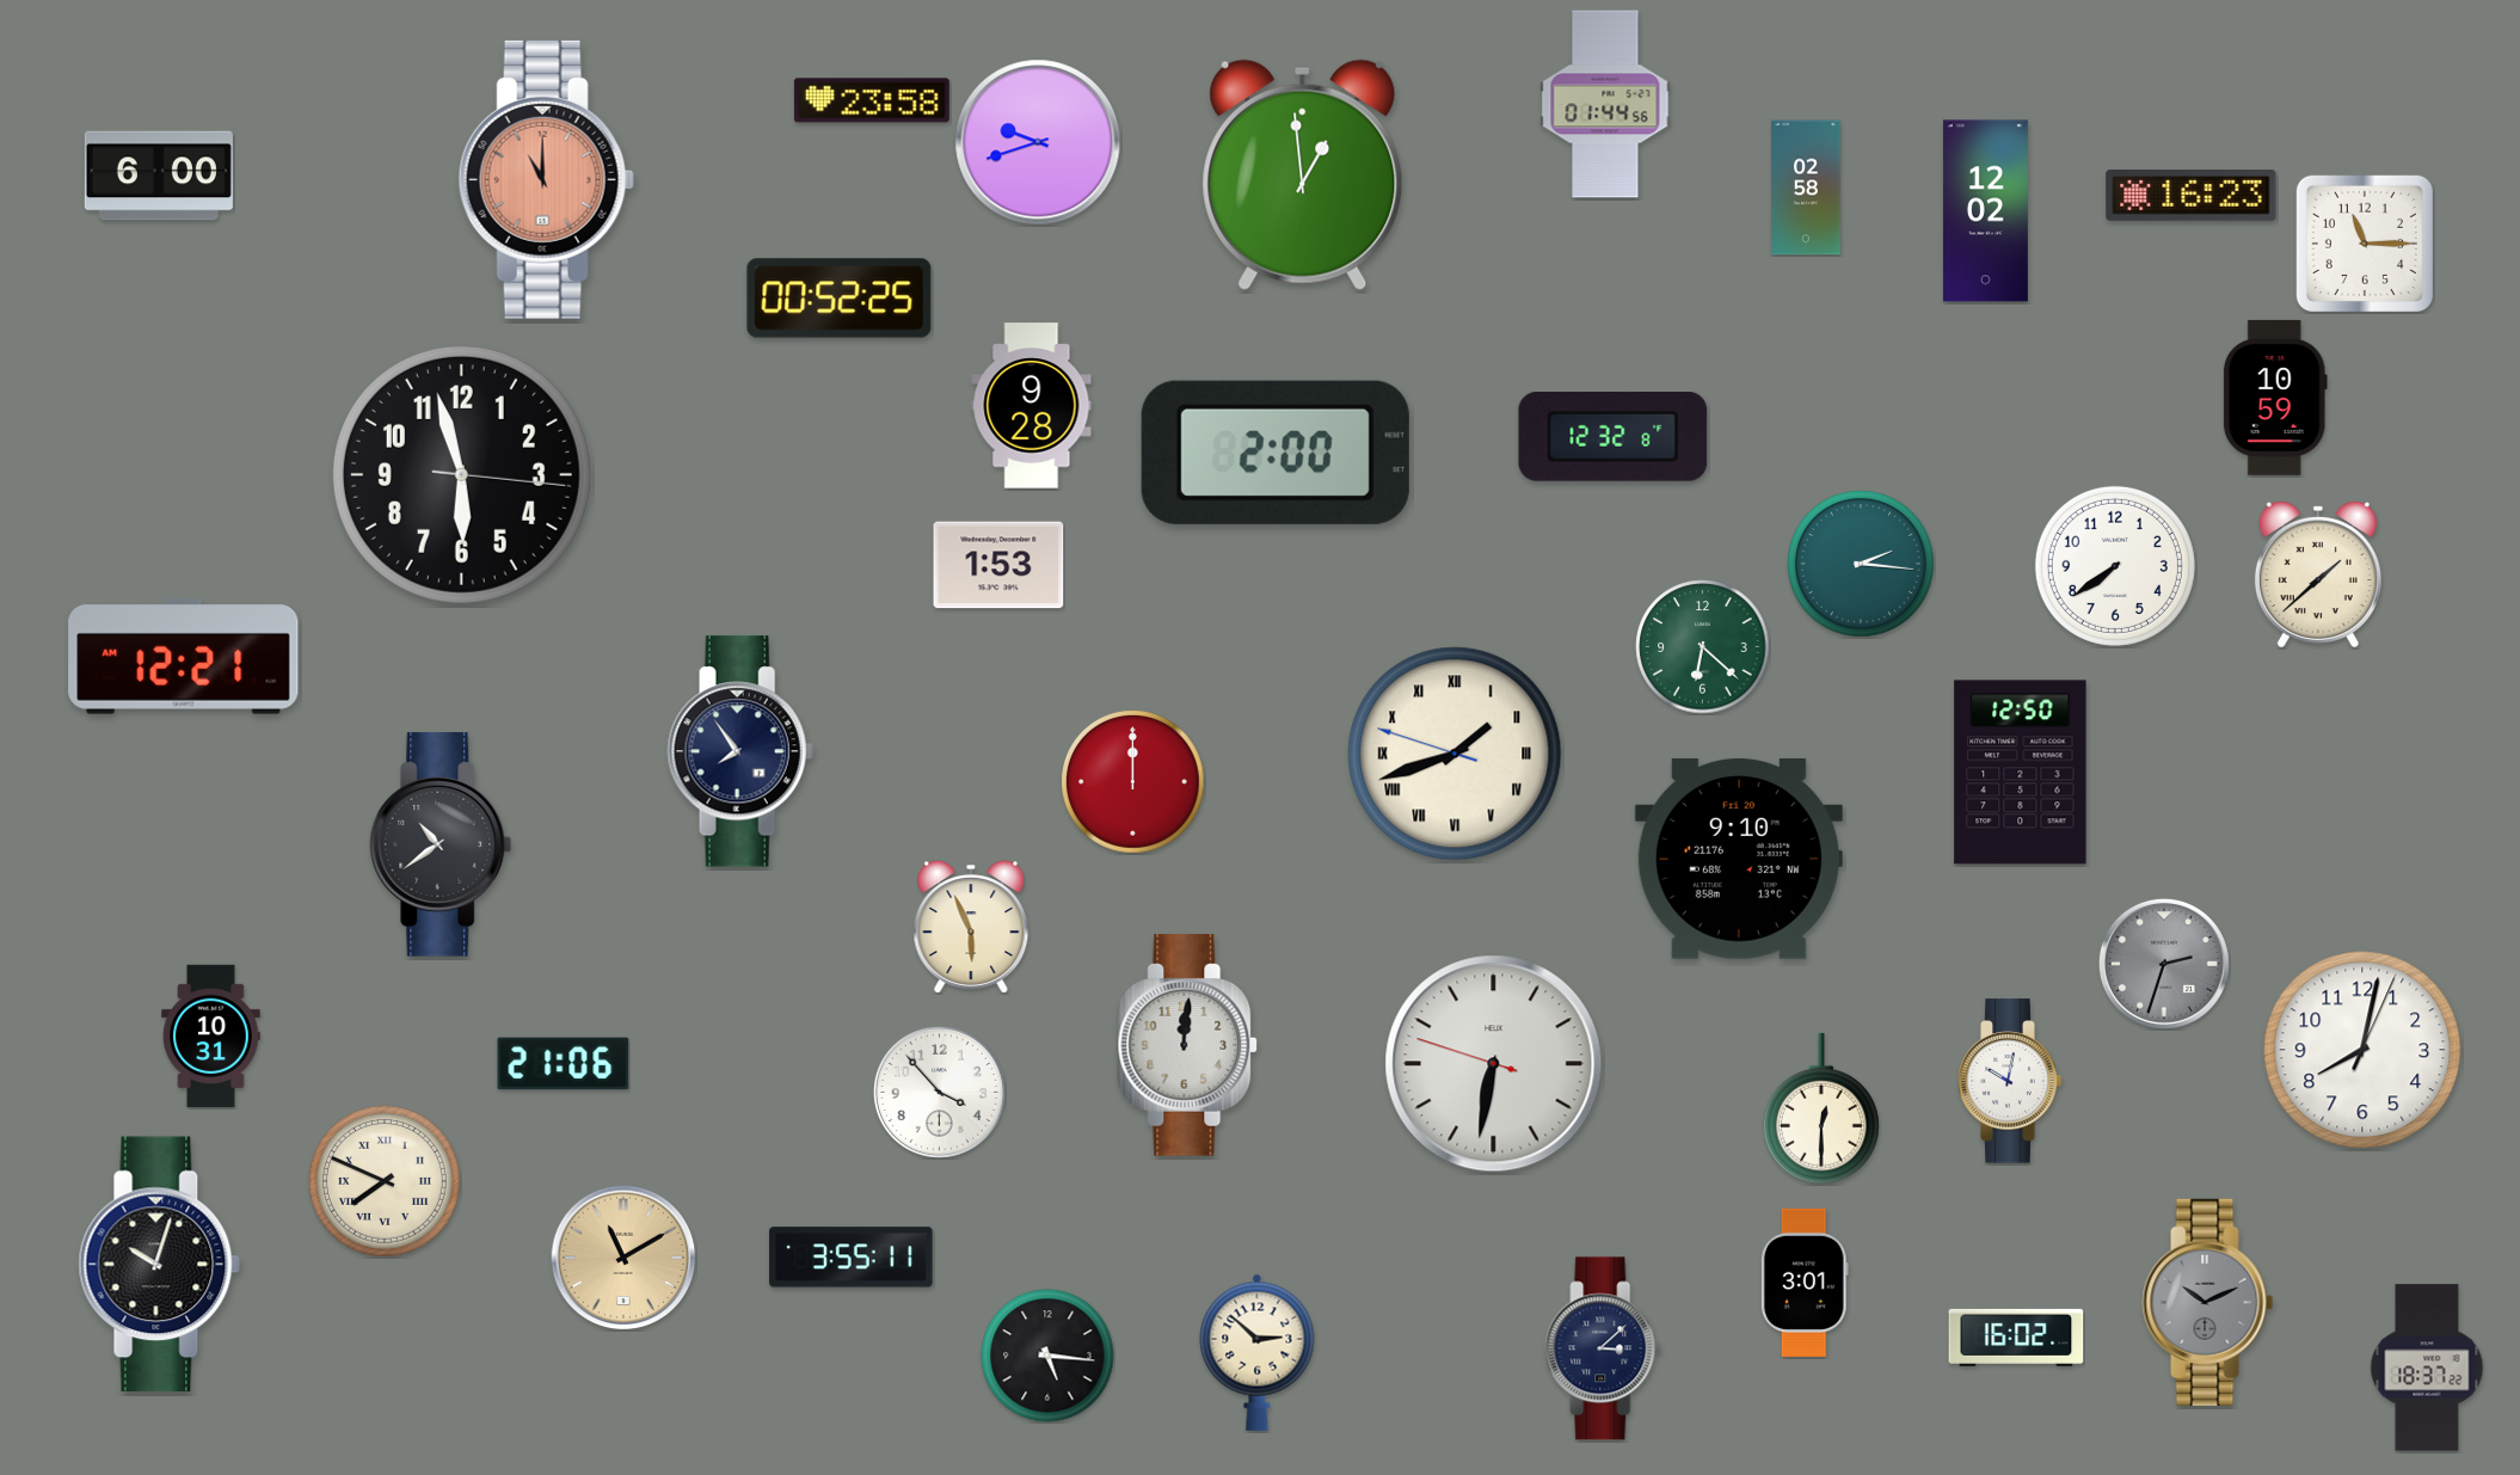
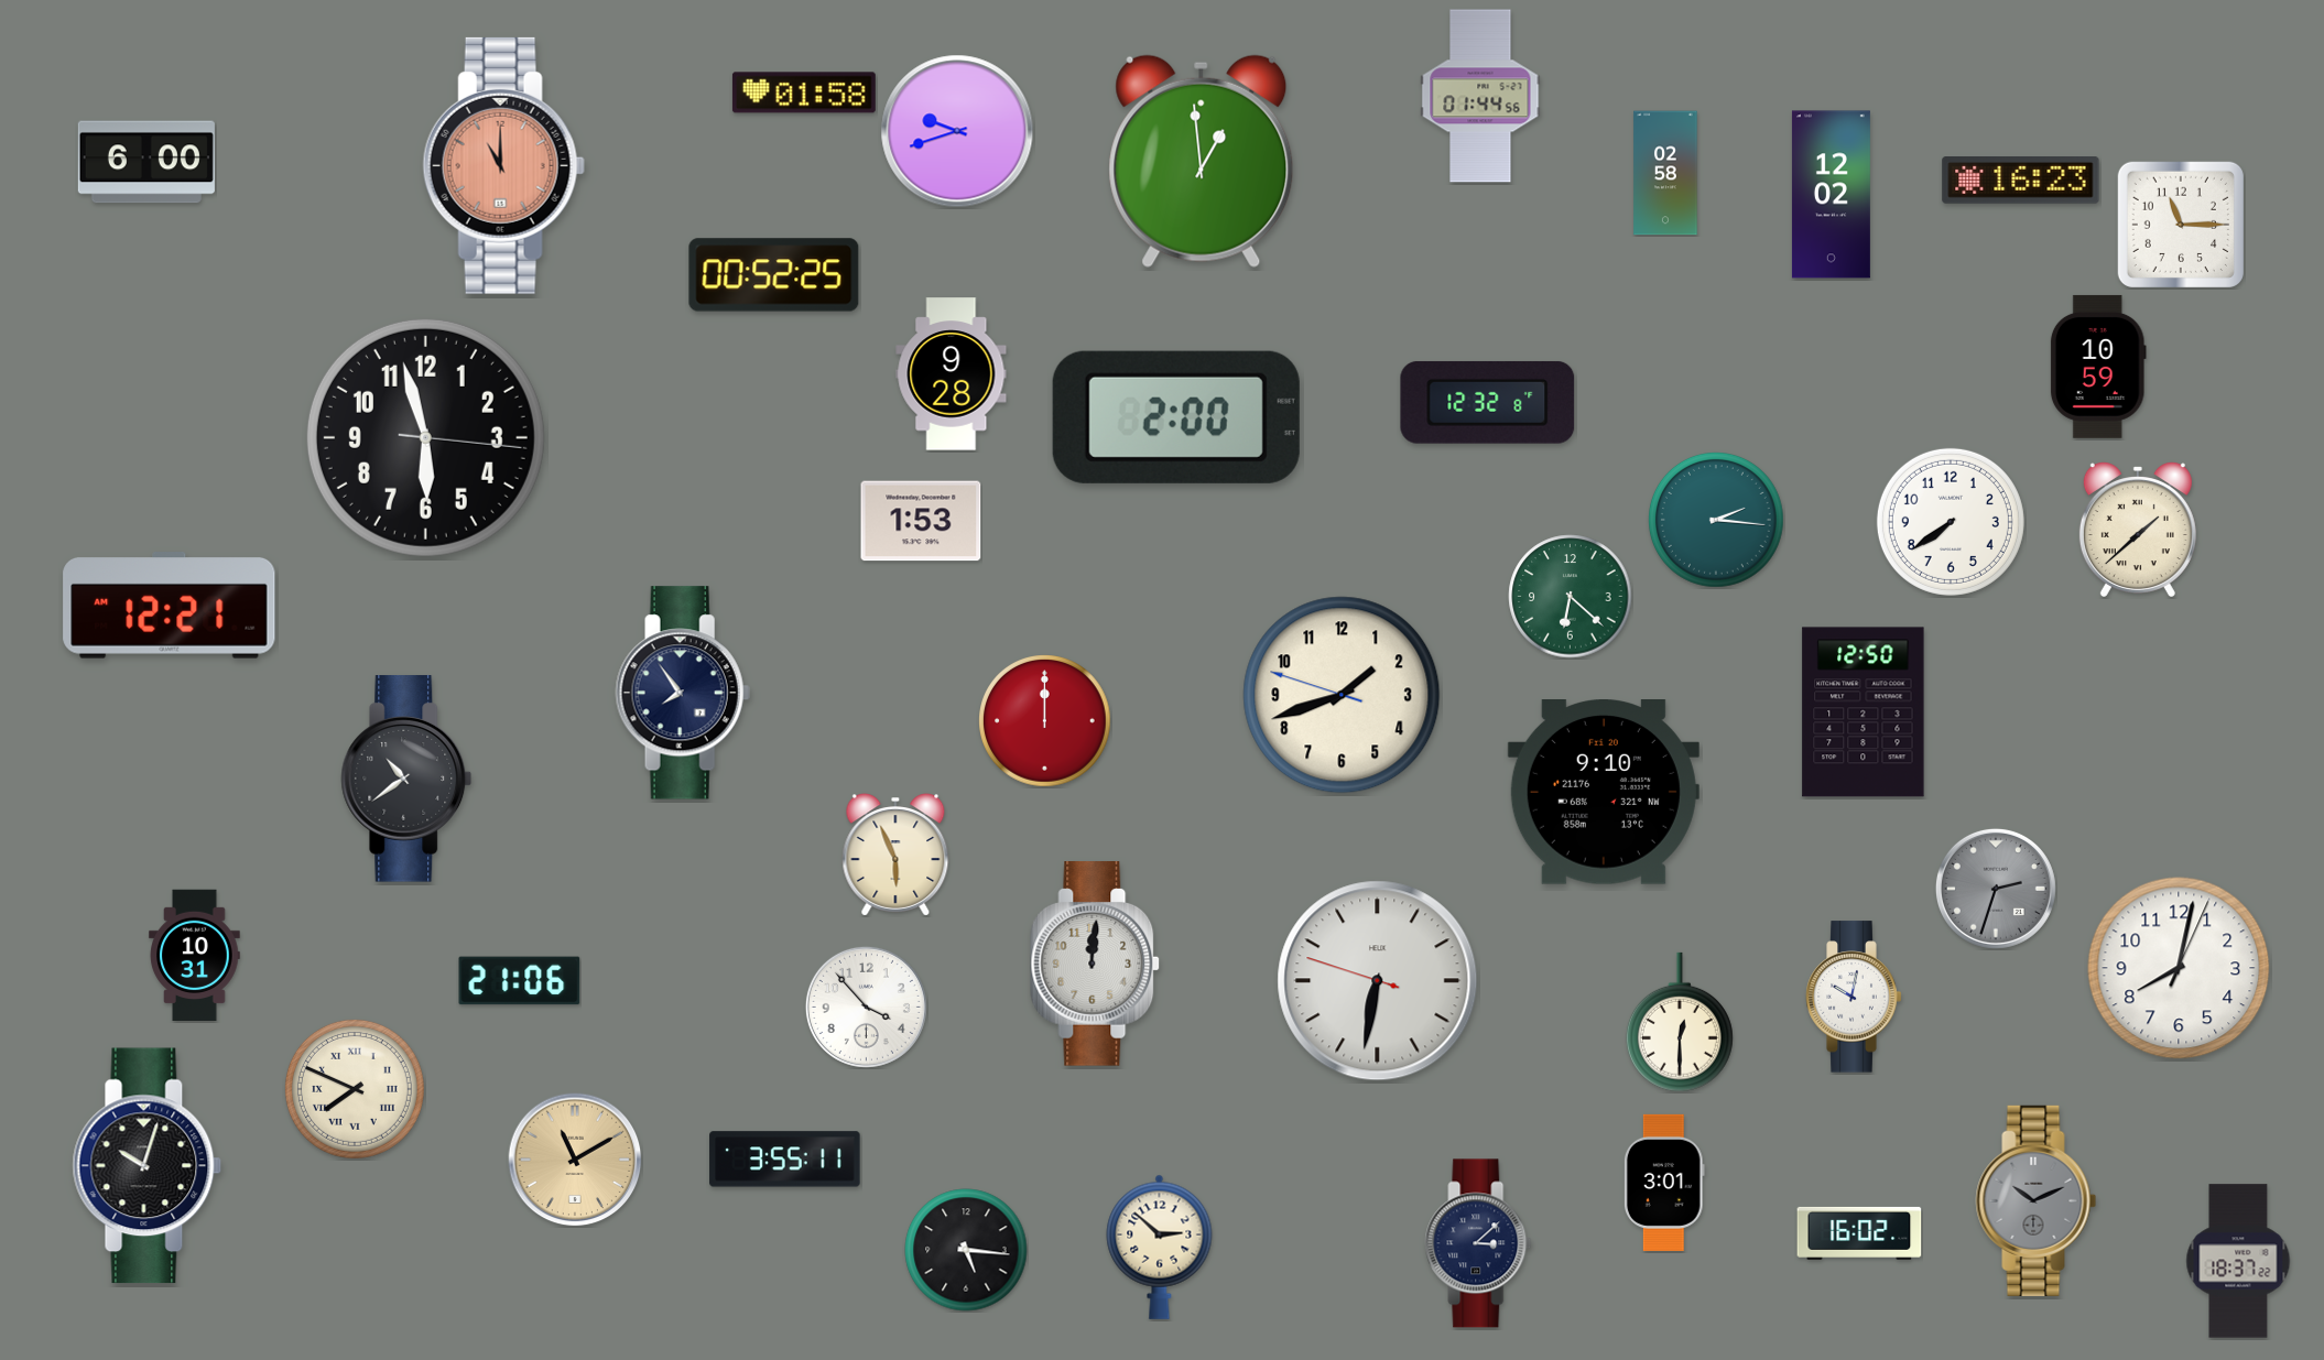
clock at (872, 100): 23:58 -> 01:58
clock at (1455, 754) numerals: Roman -> Arabic
